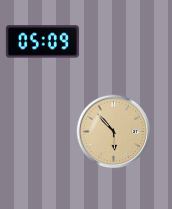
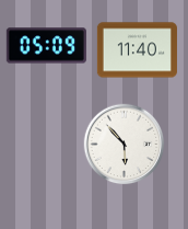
clock at (137, 50): none -> 11:40
clock at (114, 132) dial: champagne -> white
